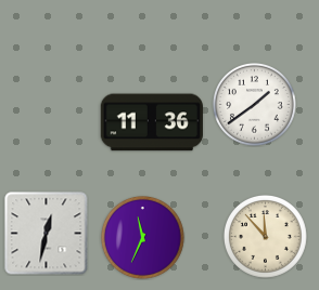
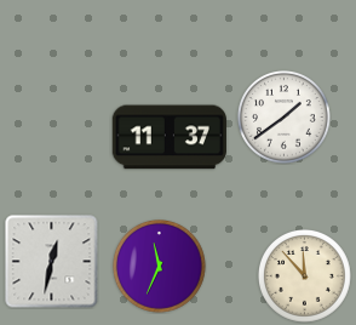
clock at (152, 122): 11:36 -> 11:37
clock at (266, 237) position: (266, 237) -> (305, 276)
